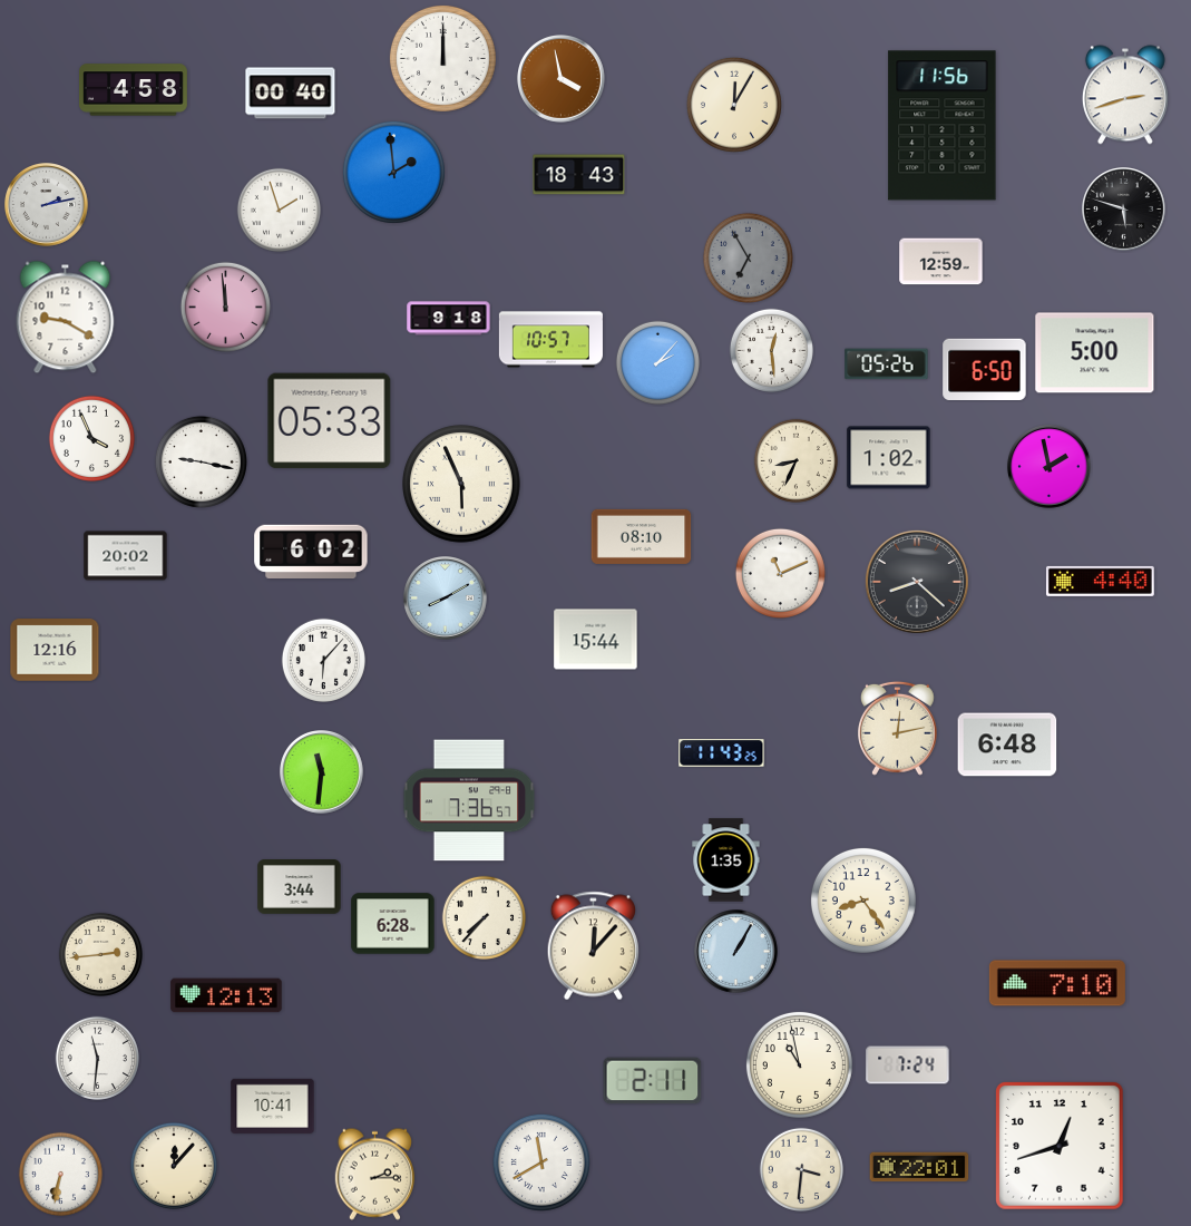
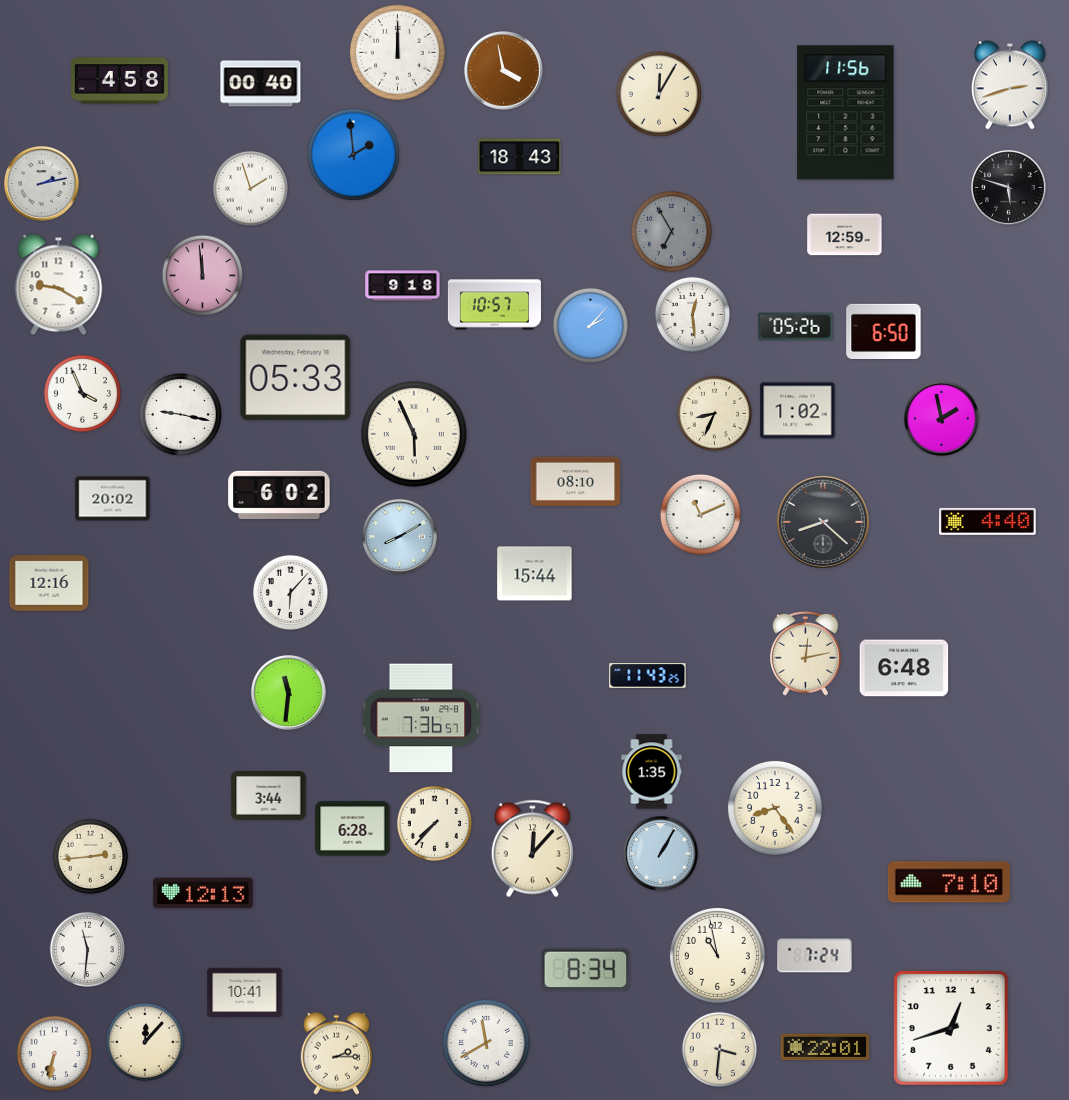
clock at (1095, 353): 5:00 -> none
clock at (653, 1081): 2:11 -> 8:34
clock at (174, 1166) position: (174, 1166) -> (145, 1042)
